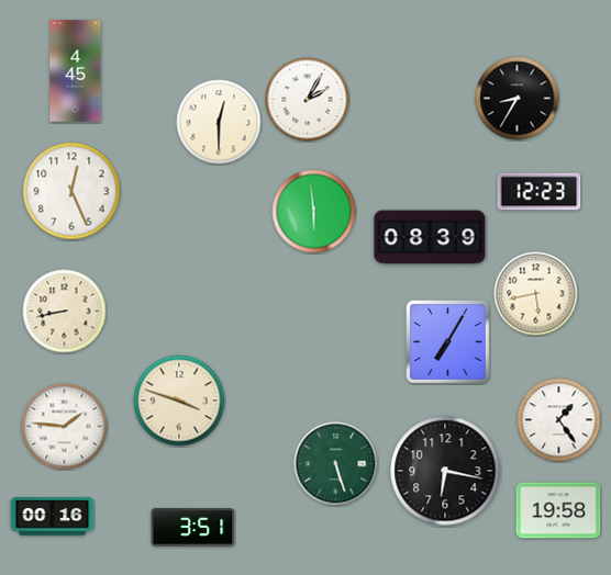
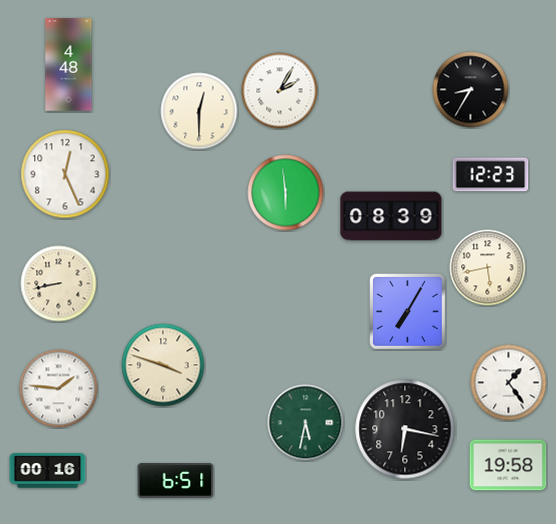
clock at (76, 71): 4:45 -> 4:48
clock at (336, 464): 5:27 -> 5:32
clock at (193, 528): 3:51 -> 6:51
